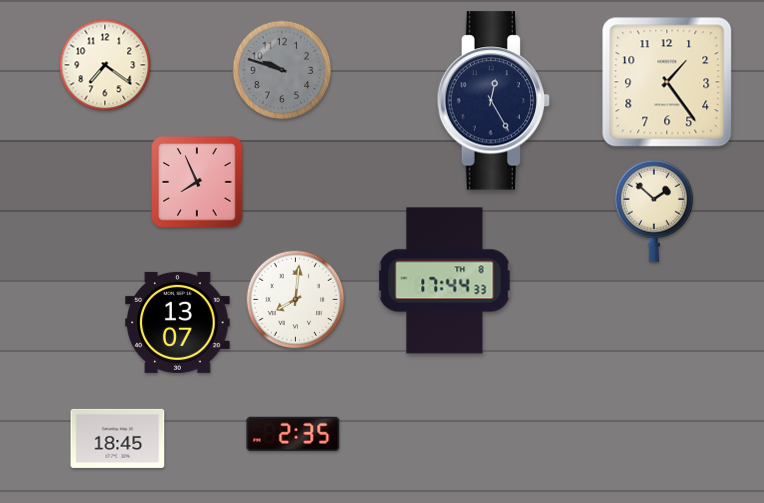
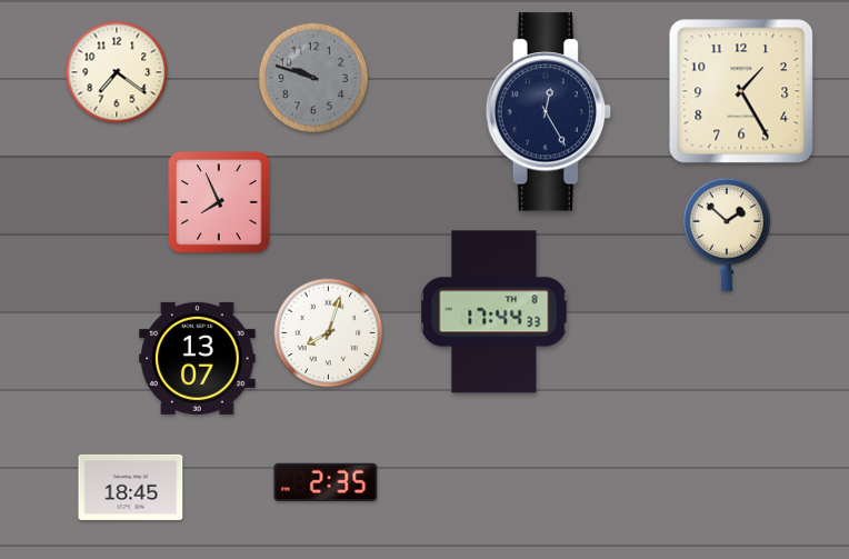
clock at (667, 82): 1:24 -> 1:25
clock at (296, 300): 8:01 -> 8:03
